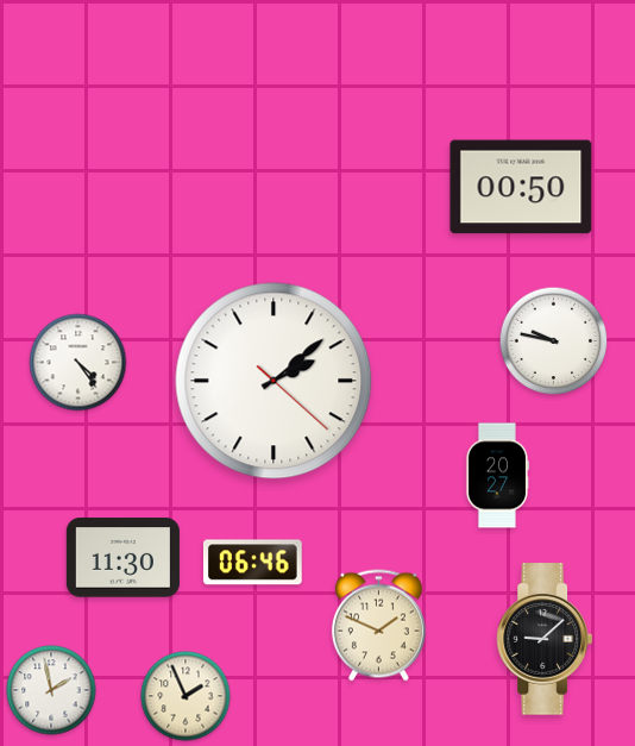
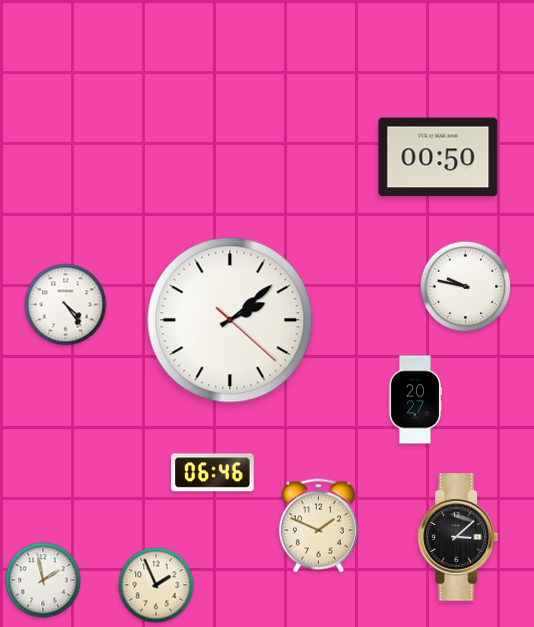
clock at (496, 476) position: (496, 476) -> (414, 400)
clock at (122, 558): 11:30 -> none
clock at (543, 639): 9:08 -> 3:08
